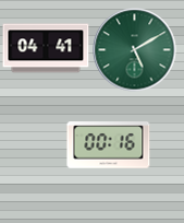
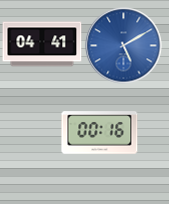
clock at (135, 50) dial: green -> blue
